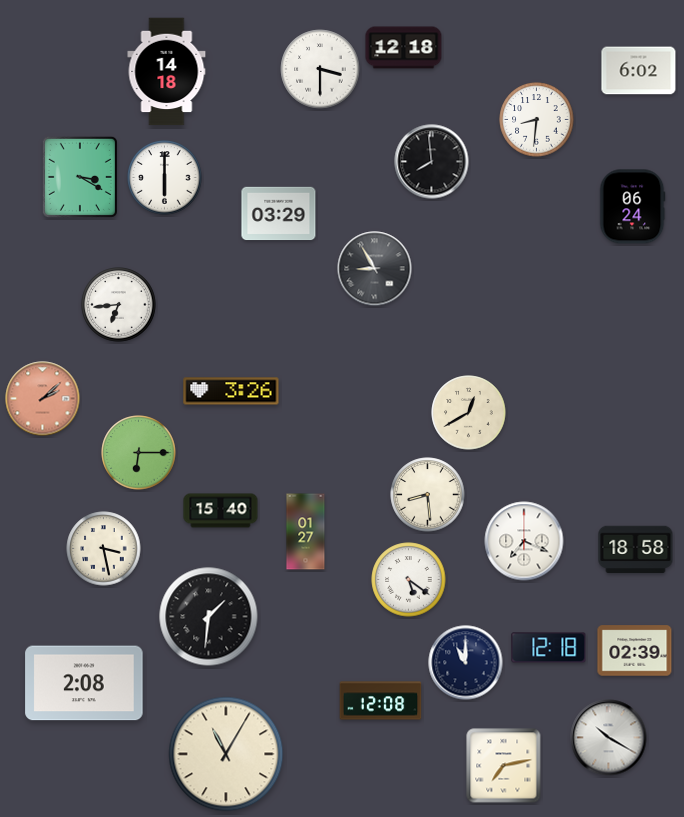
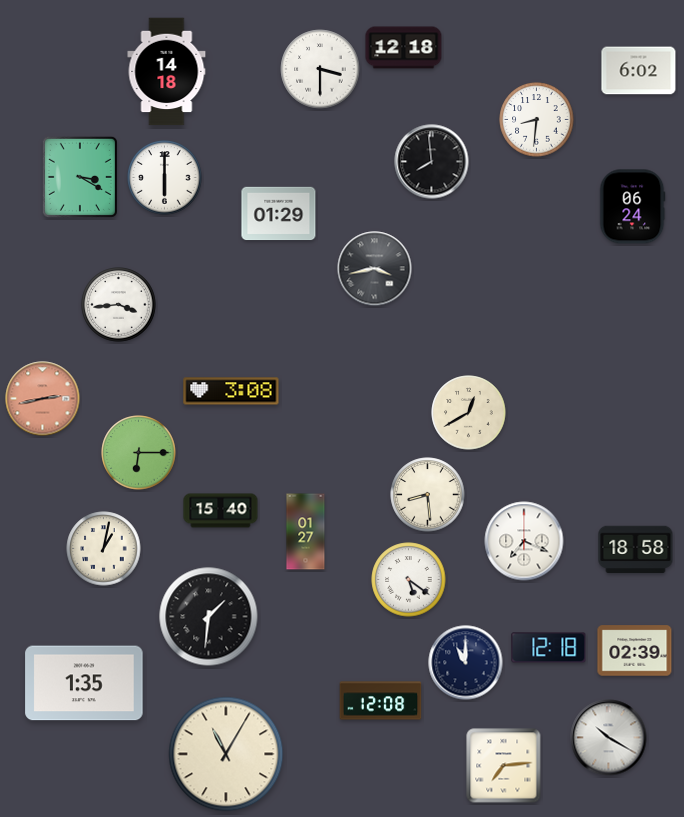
clock at (279, 214): 03:29 -> 01:29
clock at (375, 269): 8:55 -> 3:43
clock at (119, 305): 6:44 -> 3:44
clock at (231, 391): 3:26 -> 3:08
clock at (43, 399): 2:08 -> 2:43
clock at (104, 549): 3:28 -> 1:02
clock at (84, 683): 2:08 -> 1:35
clock at (504, 766): 7:13 -> 7:14
